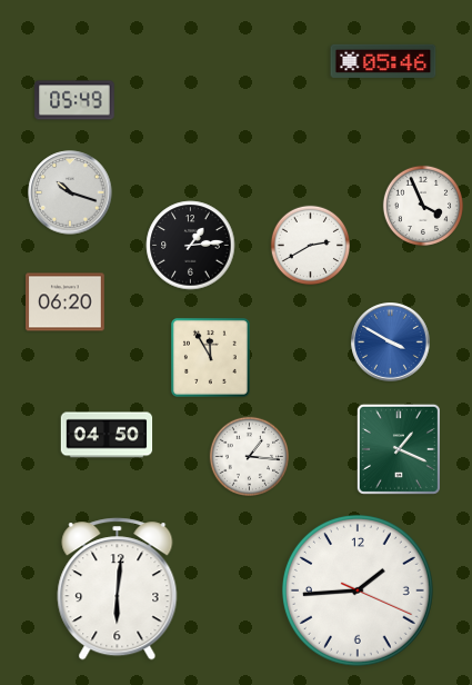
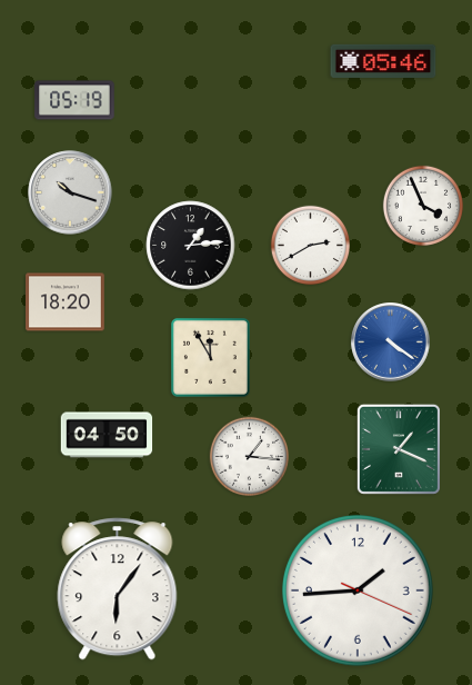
clock at (74, 100): 05:49 -> 05:19
clock at (66, 302): 06:20 -> 18:20
clock at (391, 343): 3:50 -> 4:21
clock at (118, 589): 6:01 -> 6:06
